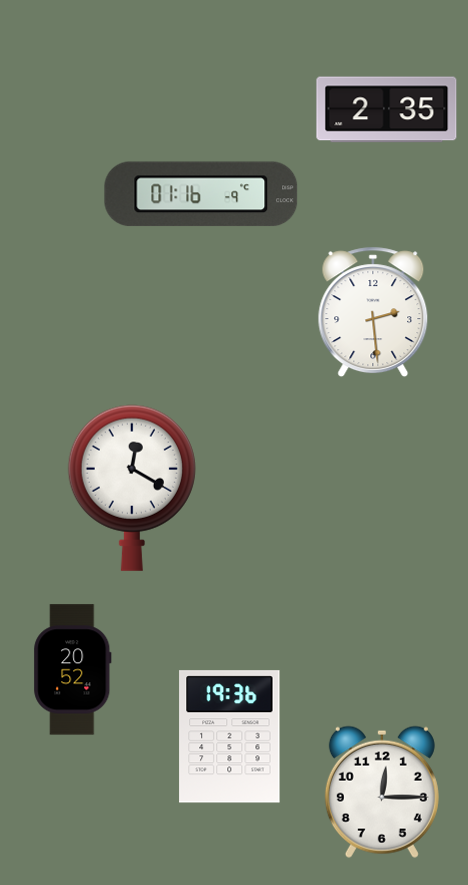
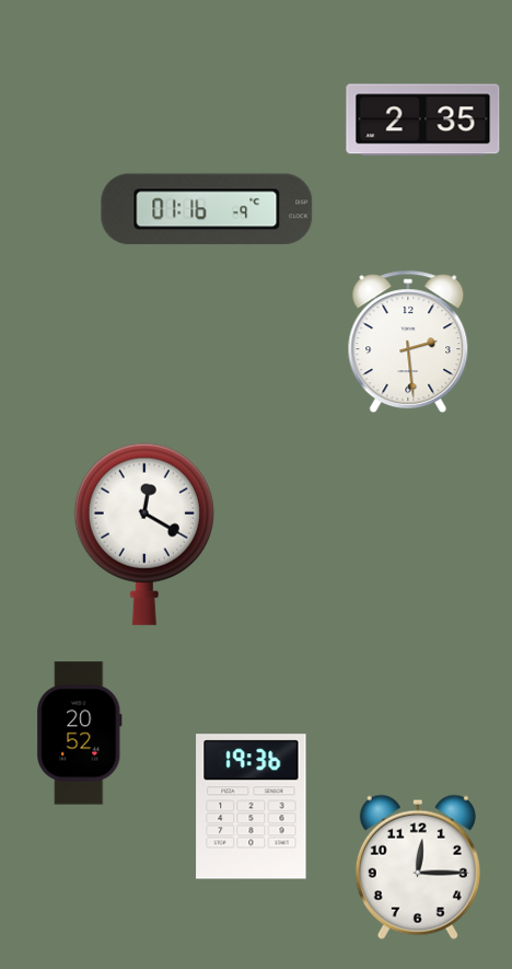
clock at (201, 194) position: (201, 194) -> (207, 209)
